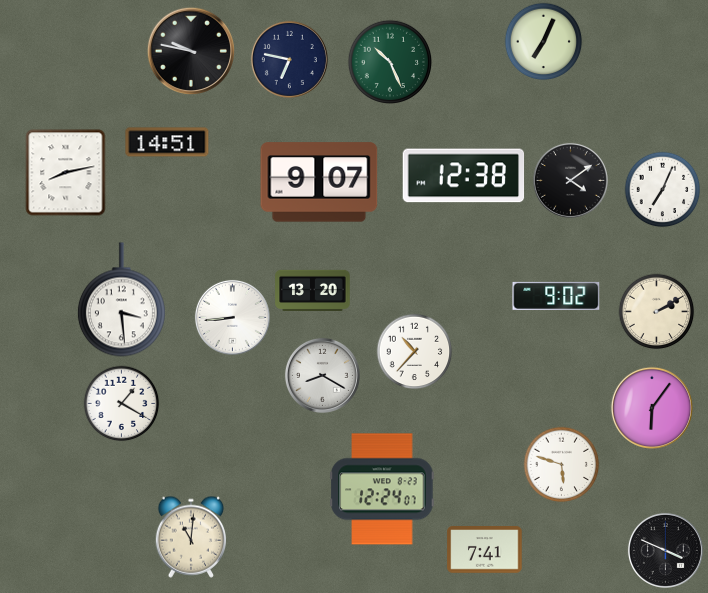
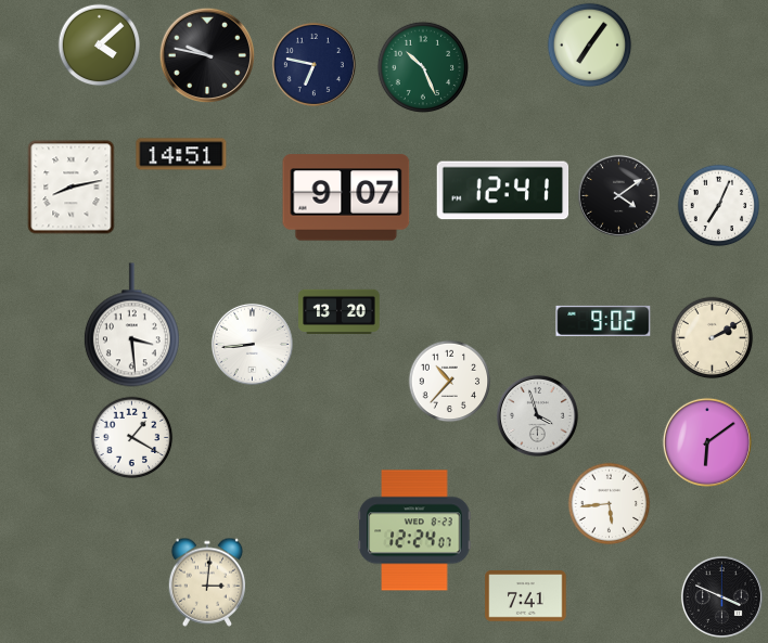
clock at (100, 46): none -> 4:08
clock at (544, 42): 7:04 -> 7:06
clock at (464, 176): 12:38 -> 12:41
clock at (313, 290) position: (313, 290) -> (340, 311)
clock at (322, 375): 8:20 -> none
clock at (537, 415): none -> 3:57
clock at (652, 408): 6:06 -> 6:09
clock at (562, 465): 5:48 -> 5:44
clock at (190, 537): 11:01 -> 3:01
